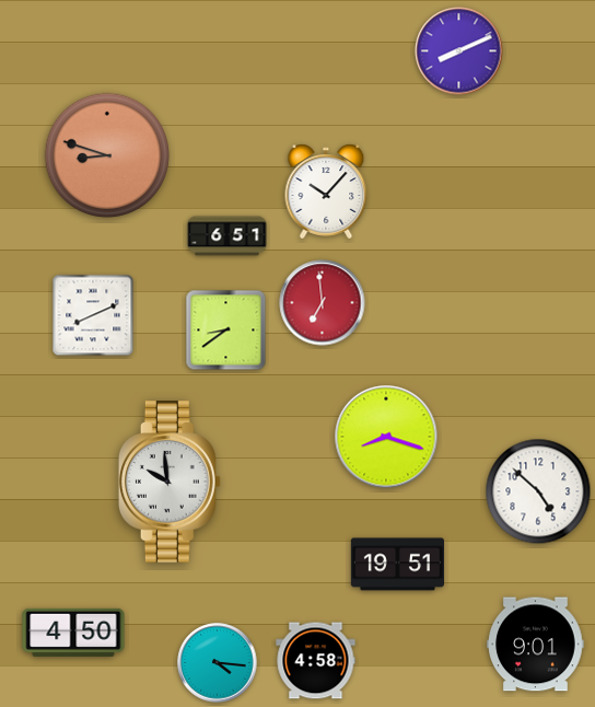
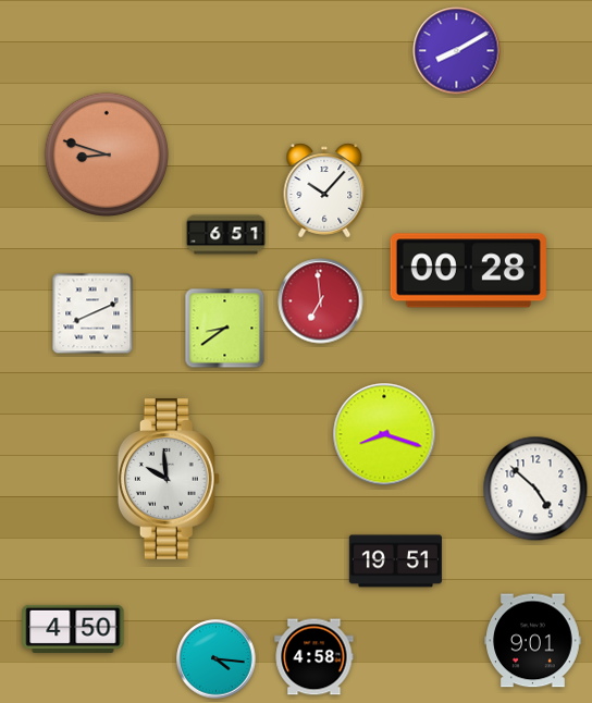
clock at (459, 51): 8:11 -> 8:10
clock at (468, 271): none -> 00:28
